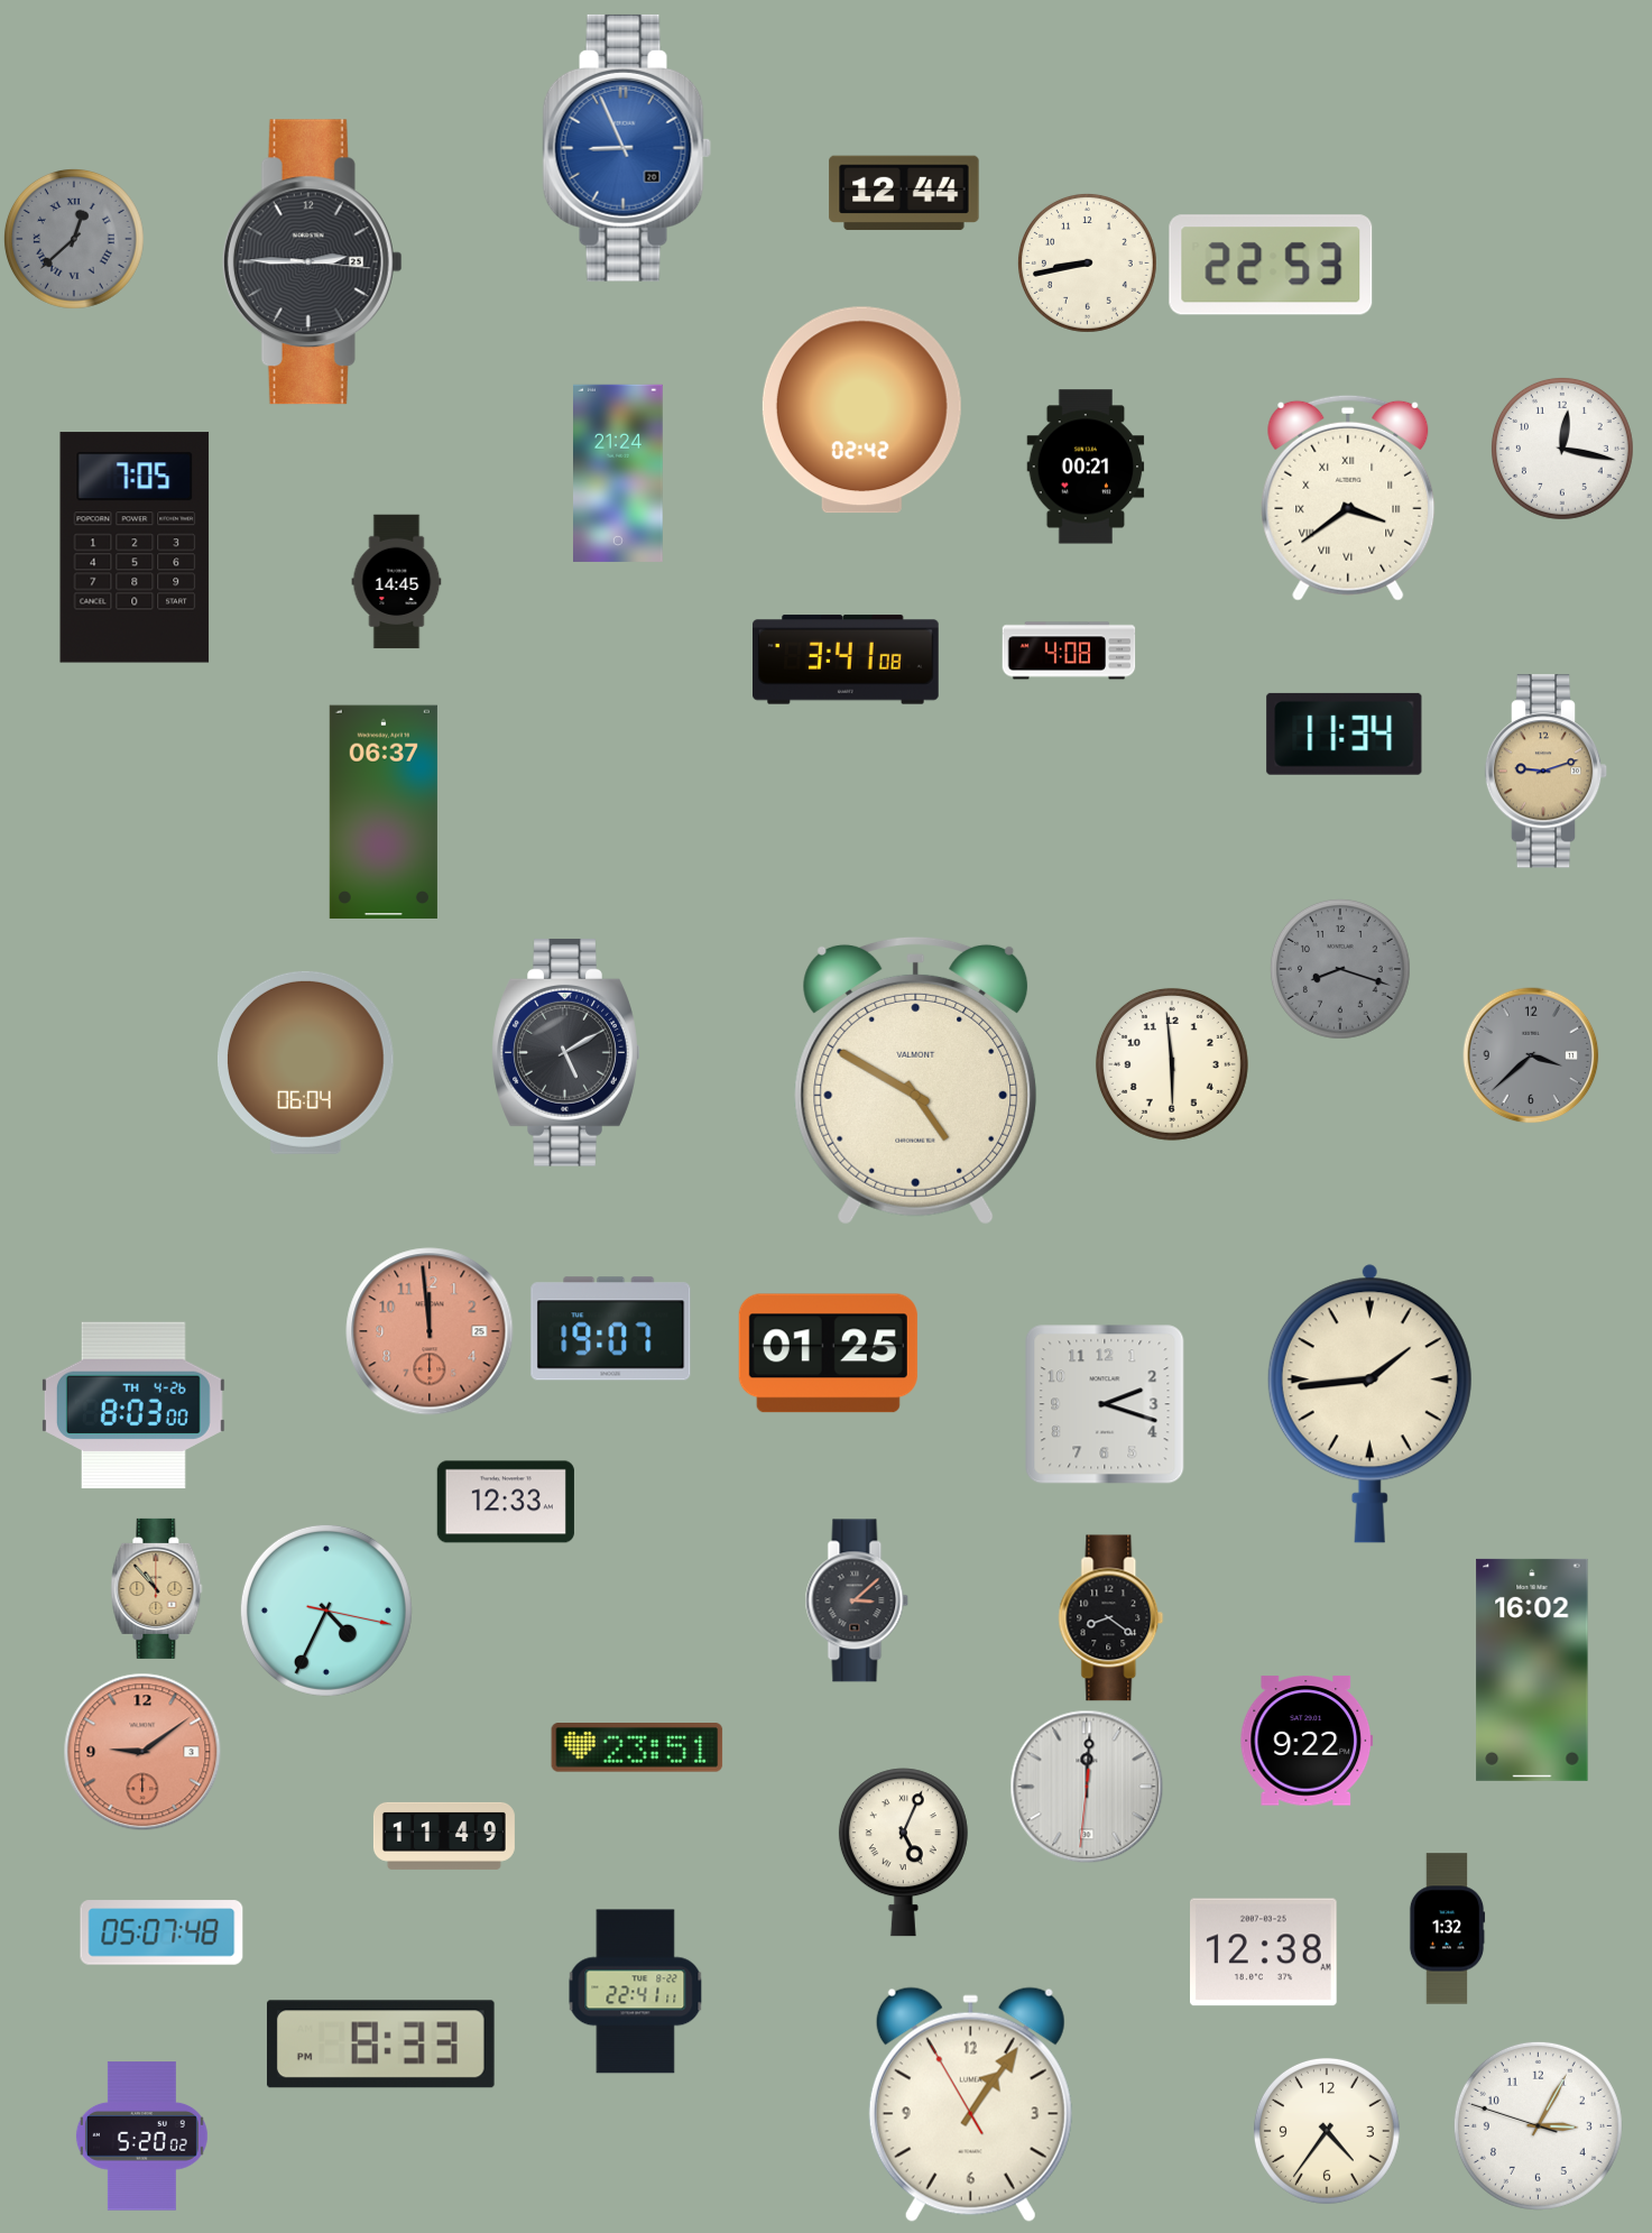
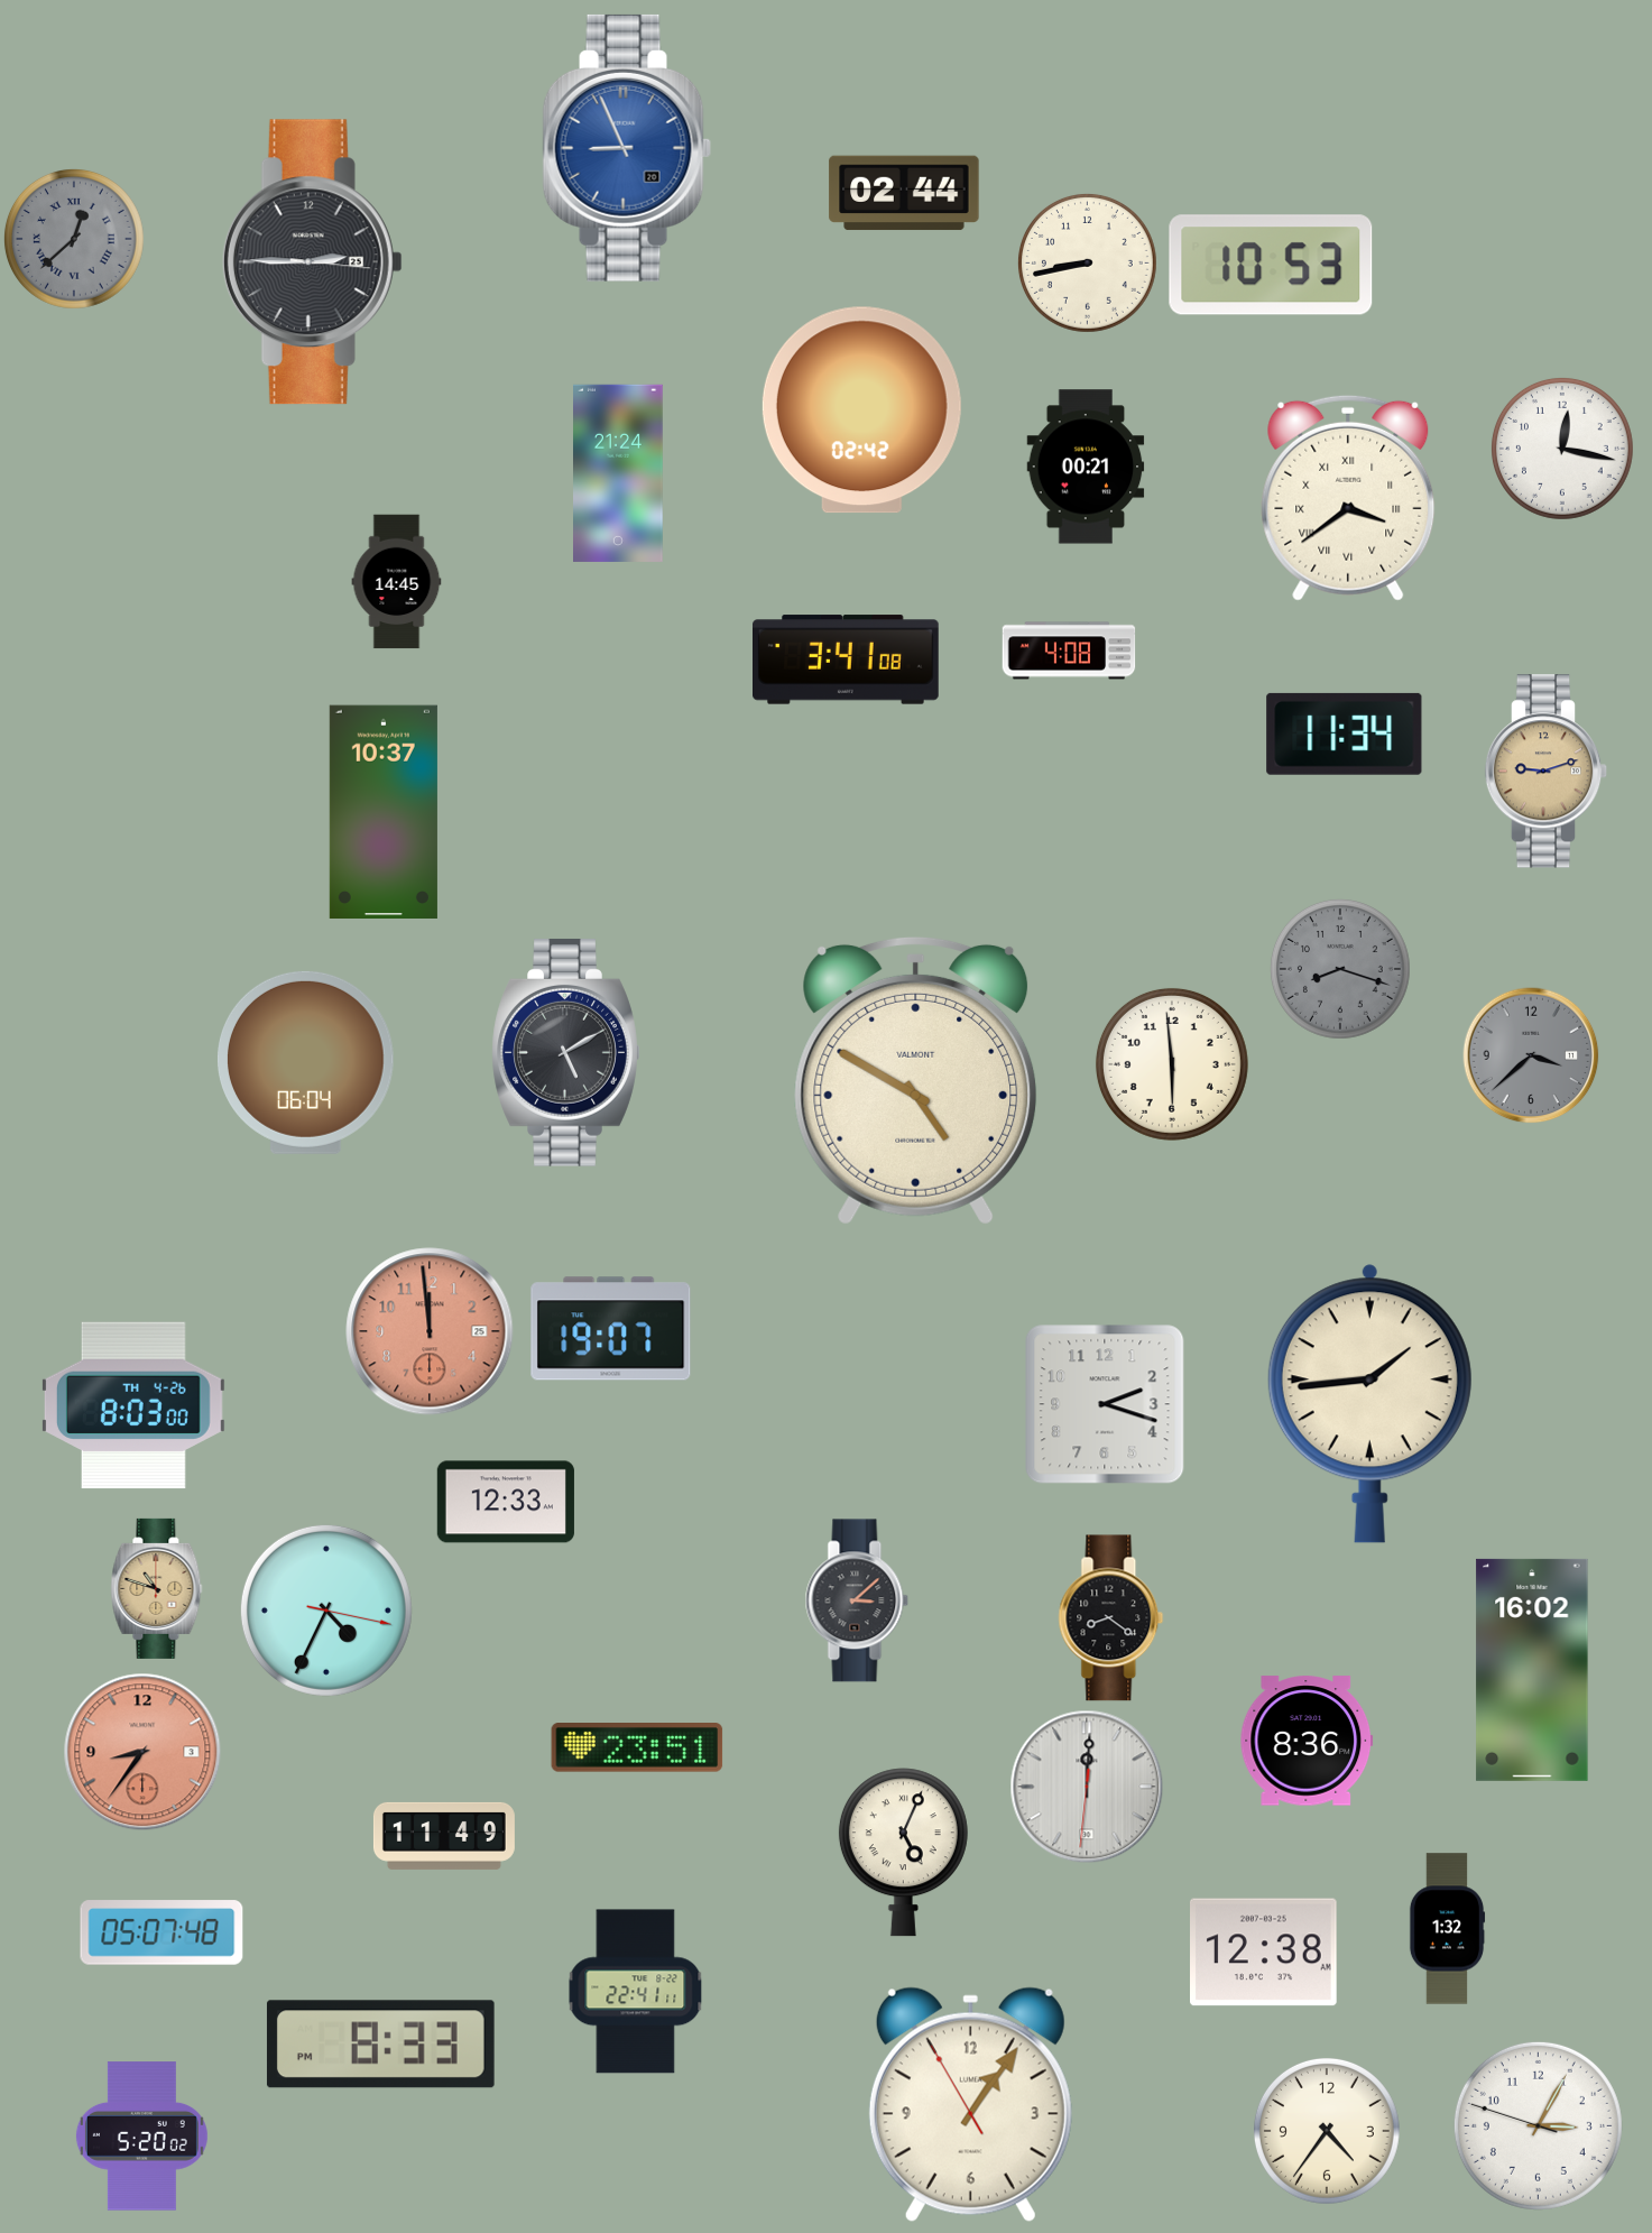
clock at (904, 193): 12:44 -> 02:44
clock at (1271, 265): 22:53 -> 10:53
clock at (135, 547): 7:05 -> none
clock at (384, 811): 06:37 -> 10:37
clock at (828, 1354): 01:25 -> none
clock at (157, 1588): 10:53 -> 10:48
clock at (1307, 1741): 9:22 -> 8:36
clock at (142, 1752): 9:09 -> 8:36
